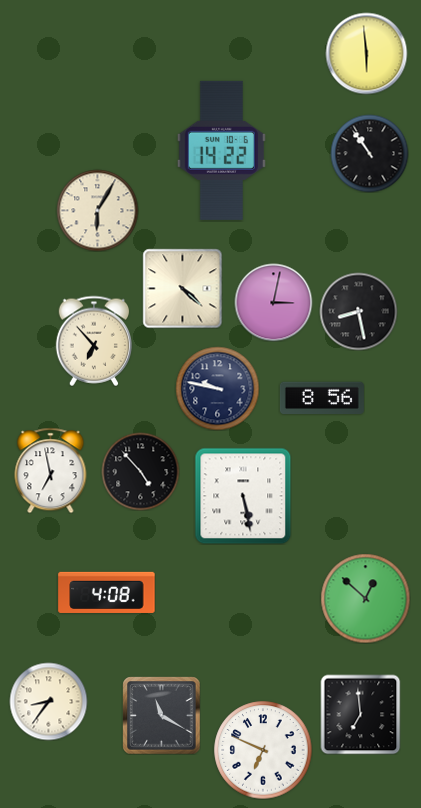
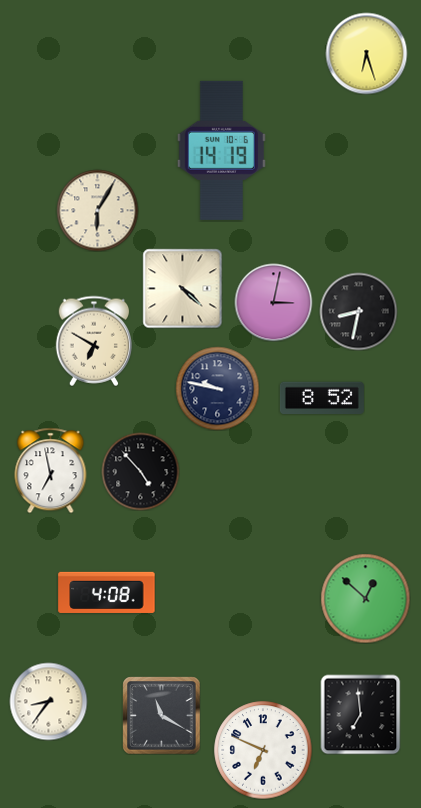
clock at (366, 53): 5:59 -> 6:27
clock at (221, 150): 14:22 -> 14:19
clock at (369, 153): 10:54 -> none
clock at (358, 311): 8:28 -> 8:32
clock at (93, 341): 6:53 -> 6:50
clock at (322, 398): 8:56 -> 8:52
clock at (243, 496): 5:28 -> none
